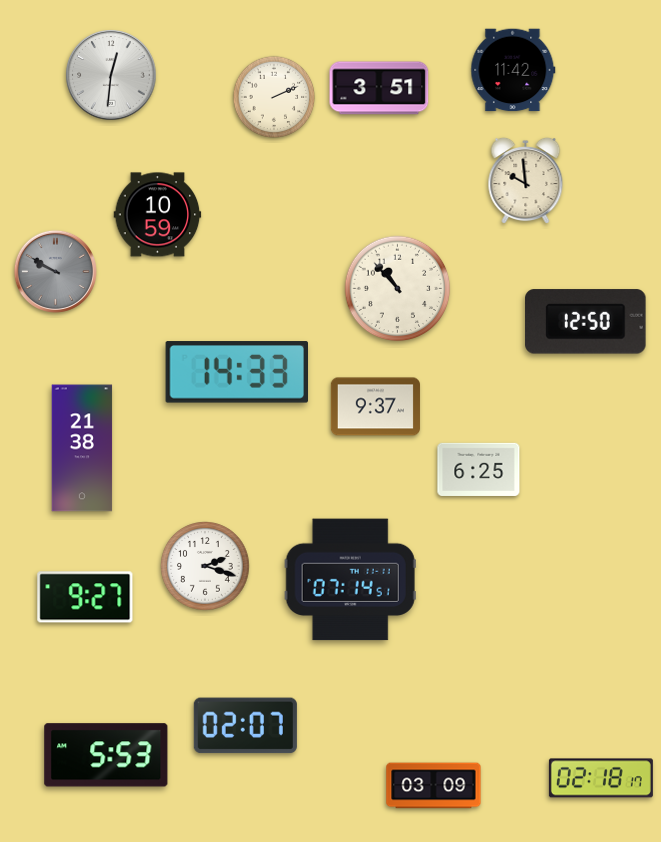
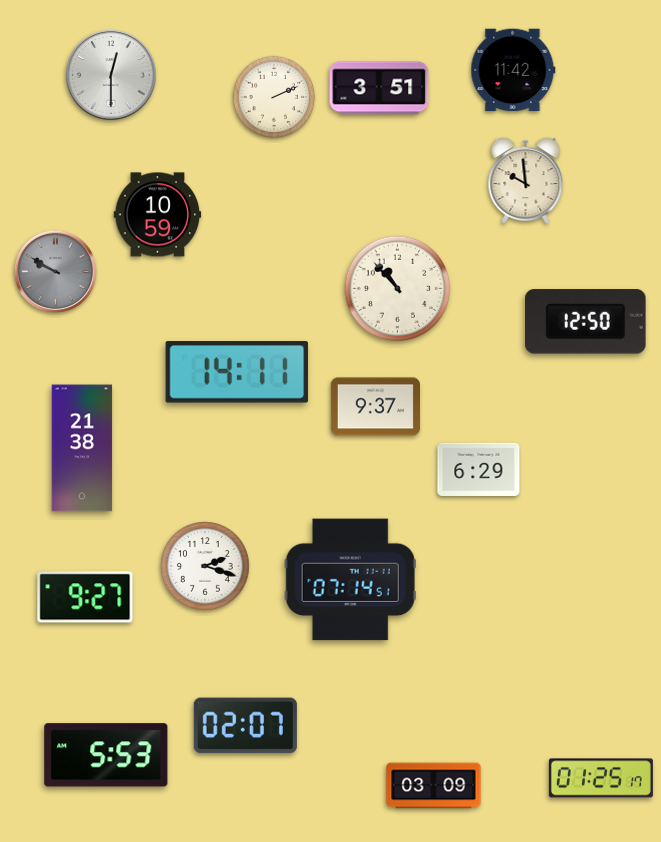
clock at (111, 75): 12:31 -> 12:30
clock at (236, 372): 14:33 -> 14:11
clock at (479, 469): 6:25 -> 6:29
clock at (601, 778): 02:18 -> 01:25
